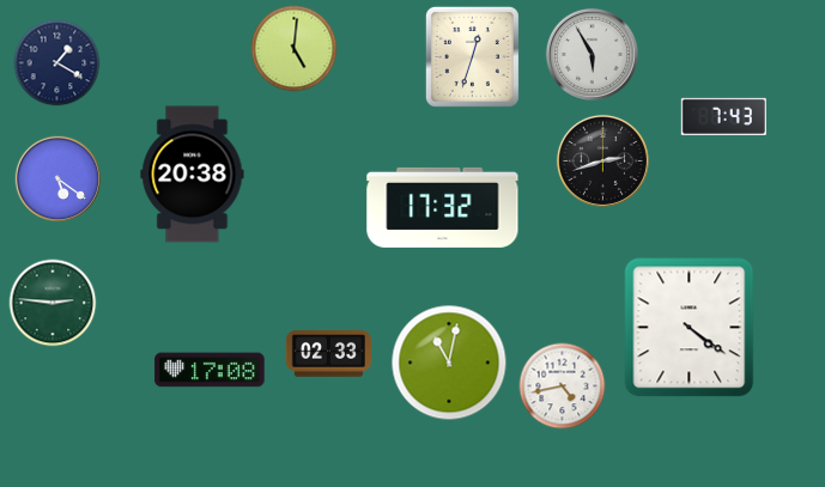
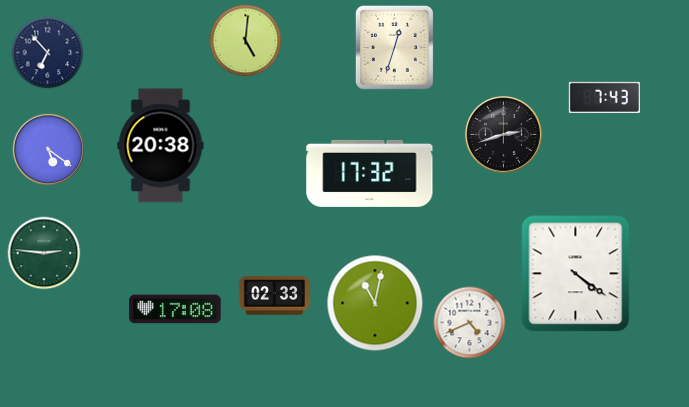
clock at (592, 54): 5:55 -> none
clock at (57, 63): 1:20 -> 6:53
clock at (563, 386): 4:43 -> 4:41
